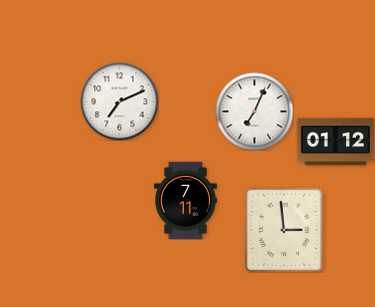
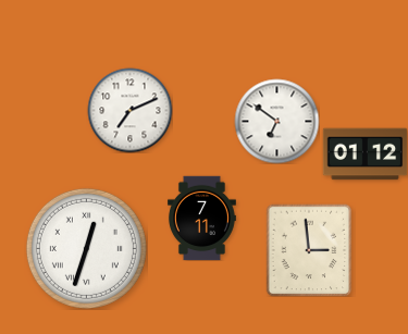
clock at (254, 111): 7:04 -> 6:51
clock at (86, 248): none -> 12:33
